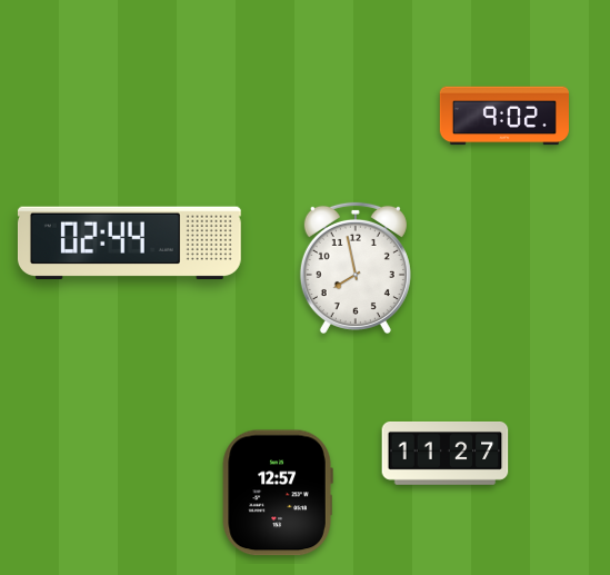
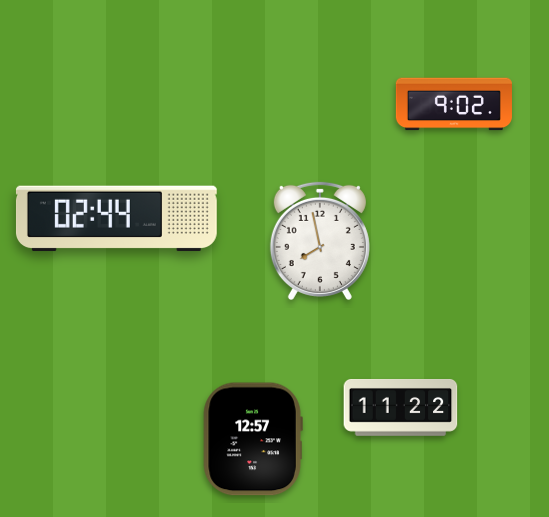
clock at (446, 454): 11:27 -> 11:22
clock at (278, 493) position: (278, 493) -> (253, 439)
